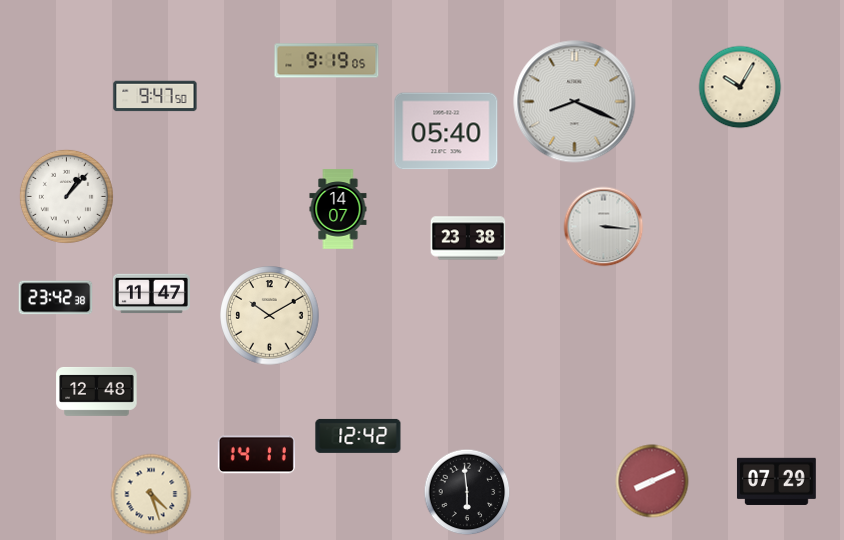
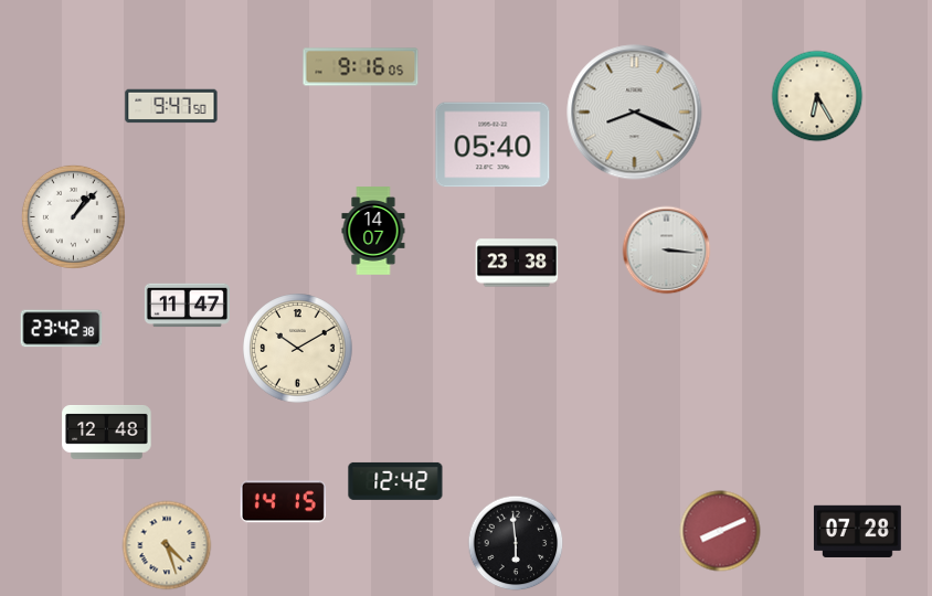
clock at (327, 61): 9:19 -> 9:16
clock at (740, 87): 10:05 -> 6:25
clock at (151, 294) position: (151, 294) -> (187, 306)
clock at (256, 455): 14:11 -> 14:15
clock at (776, 481): 07:29 -> 07:28
